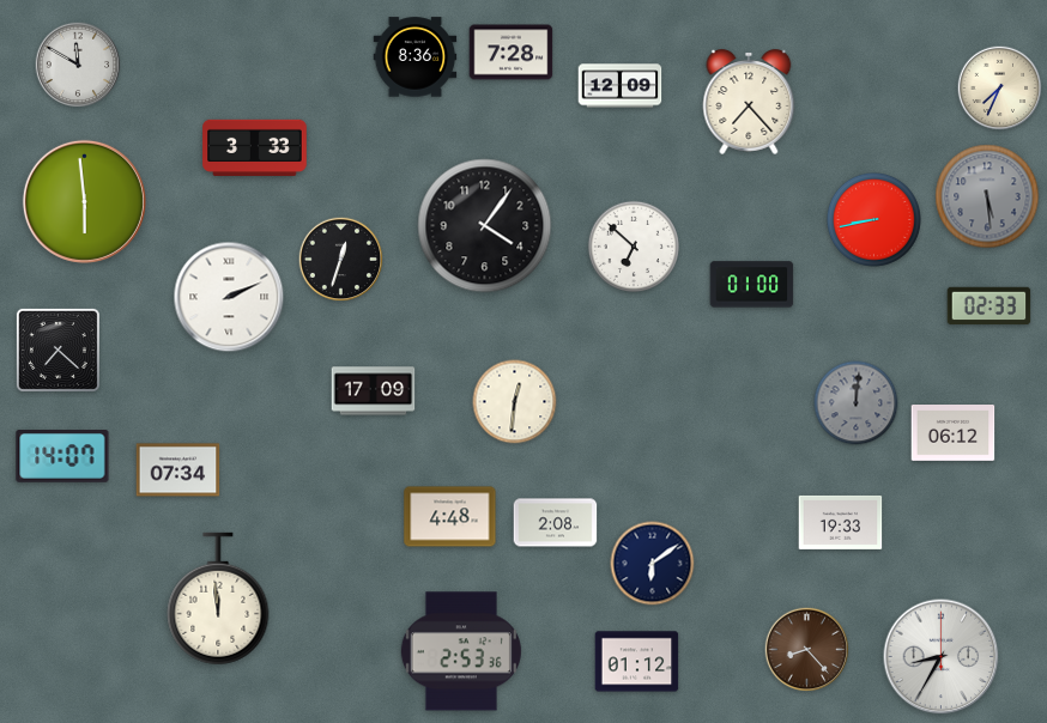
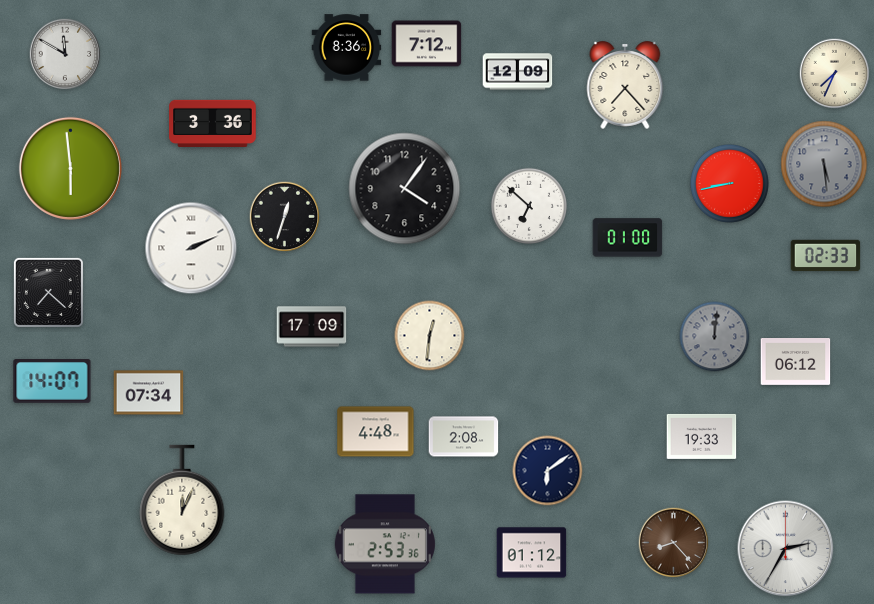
clock at (512, 53): 7:28 -> 7:12
clock at (255, 147): 3:33 -> 3:36
clock at (653, 564) position: (653, 564) -> (548, 471)
clock at (218, 599): 11:59 -> 12:04
clock at (942, 657): 8:35 -> 2:35
